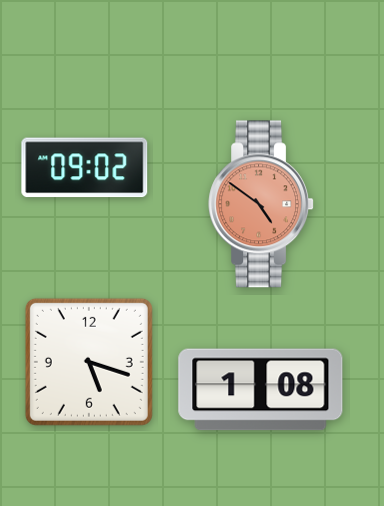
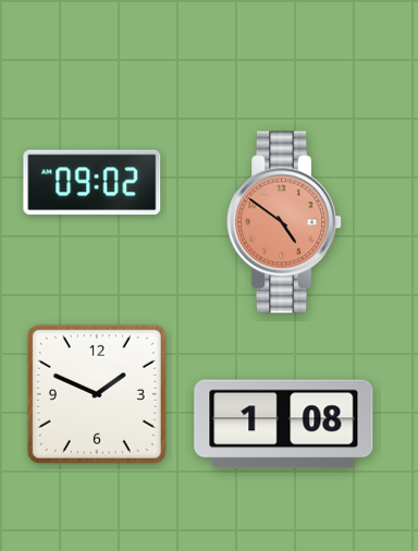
clock at (89, 362): 5:18 -> 1:49
